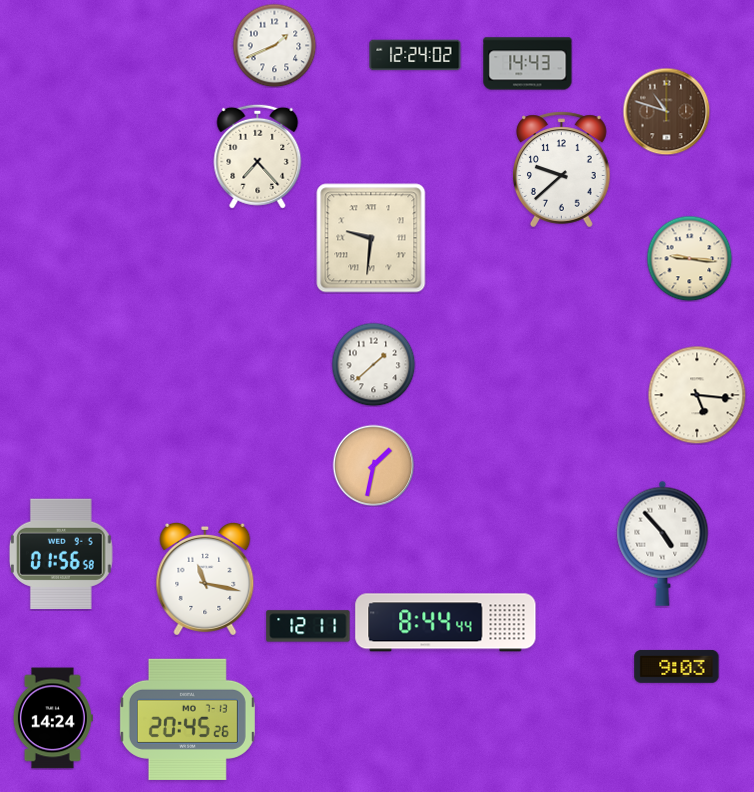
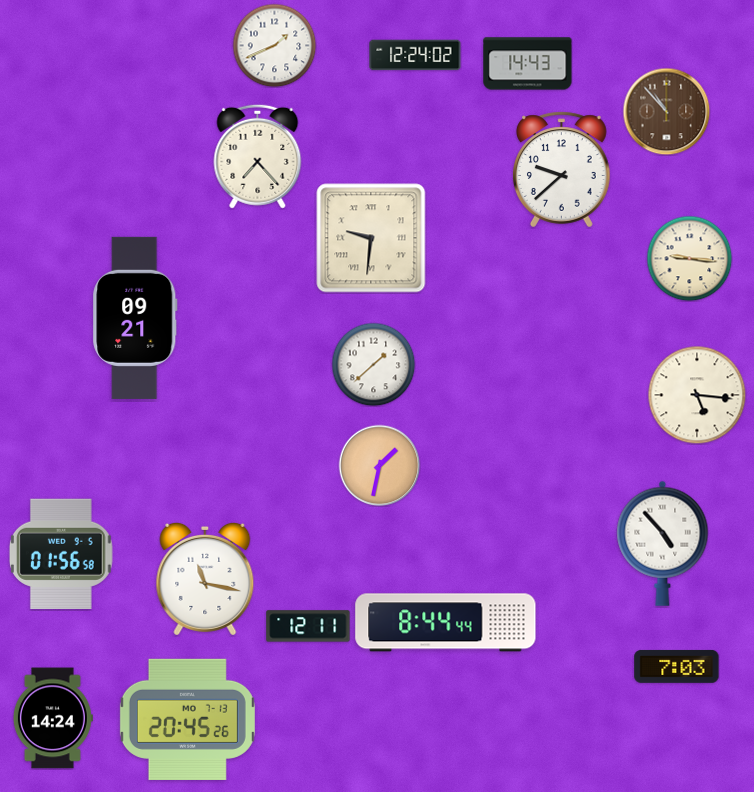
clock at (666, 111): 10:48 -> 10:53
clock at (135, 318): none -> 09:21
clock at (373, 465) position: (373, 465) -> (379, 465)
clock at (677, 666): 9:03 -> 7:03
